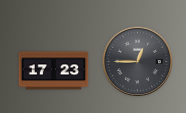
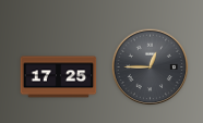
clock at (54, 71): 17:23 -> 17:25
